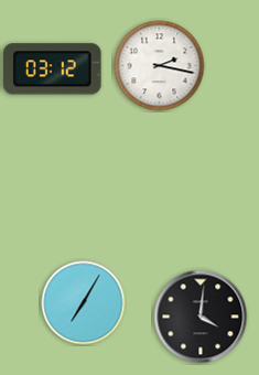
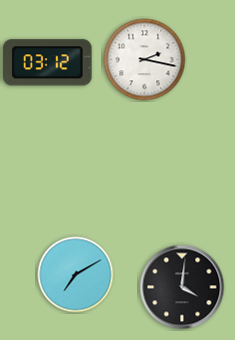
clock at (84, 303): 7:05 -> 7:10
